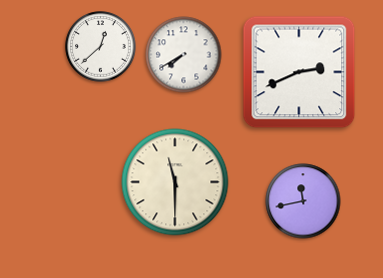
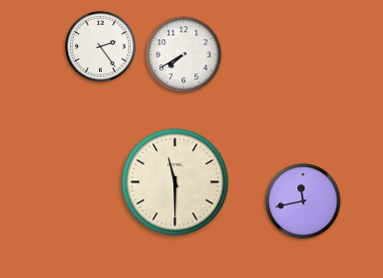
clock at (101, 47): 12:38 -> 2:24
clock at (299, 72): 2:41 -> none
